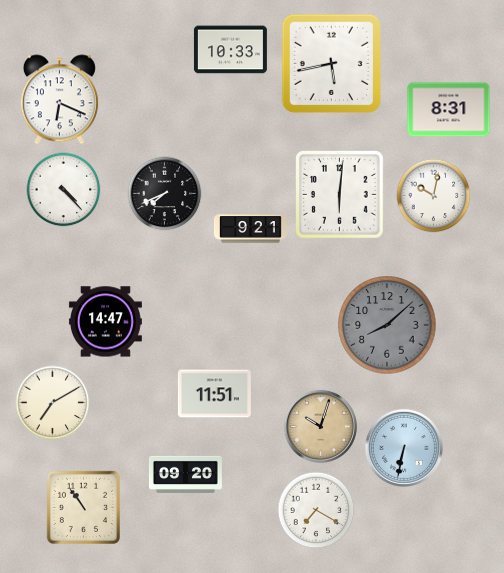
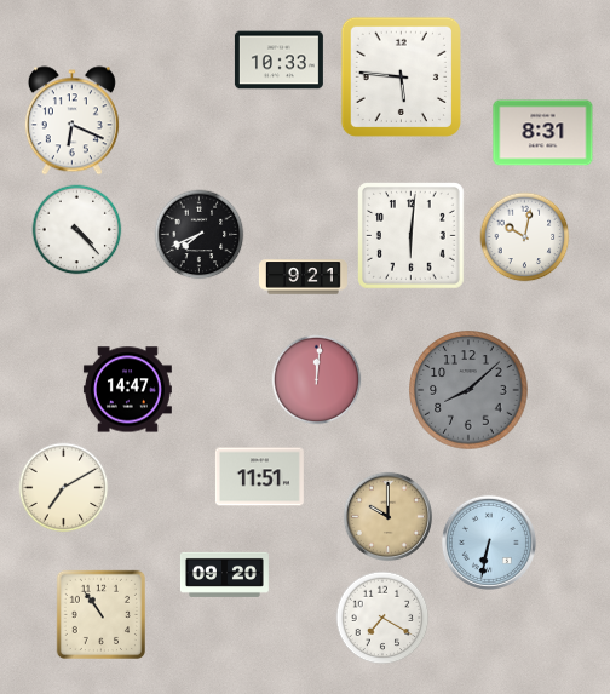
clock at (331, 63): 5:43 -> 5:46
clock at (317, 380): none -> 12:01
clock at (387, 325) position: (387, 325) -> (468, 390)
clock at (320, 426): 10:03 -> 10:00
